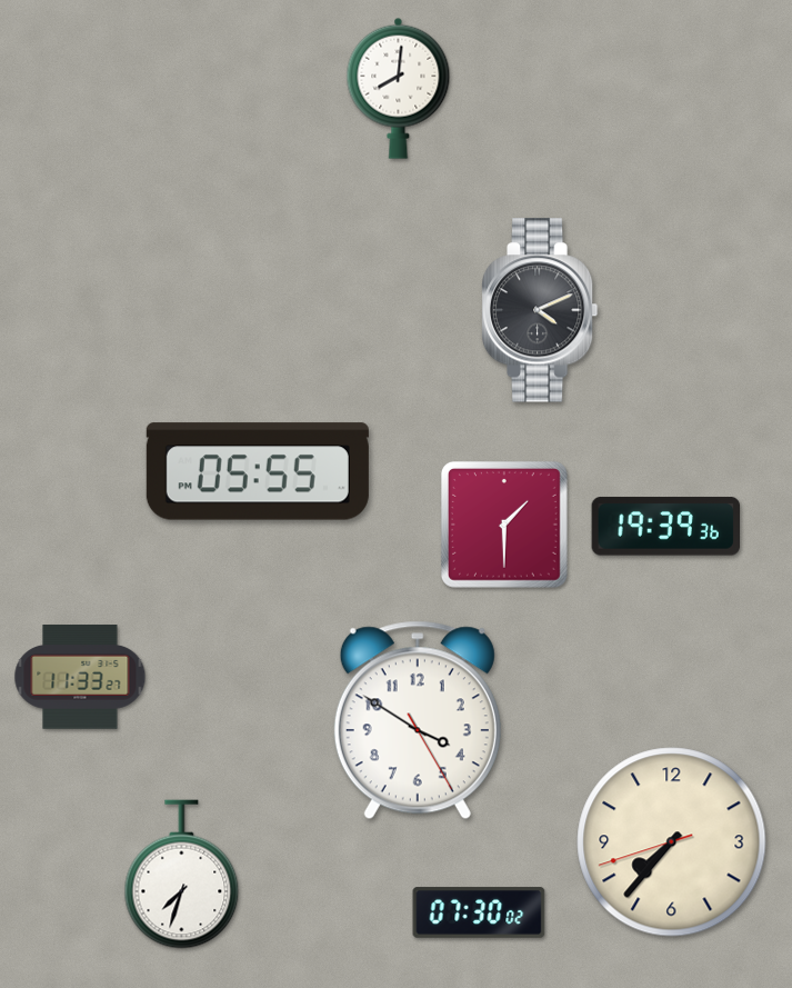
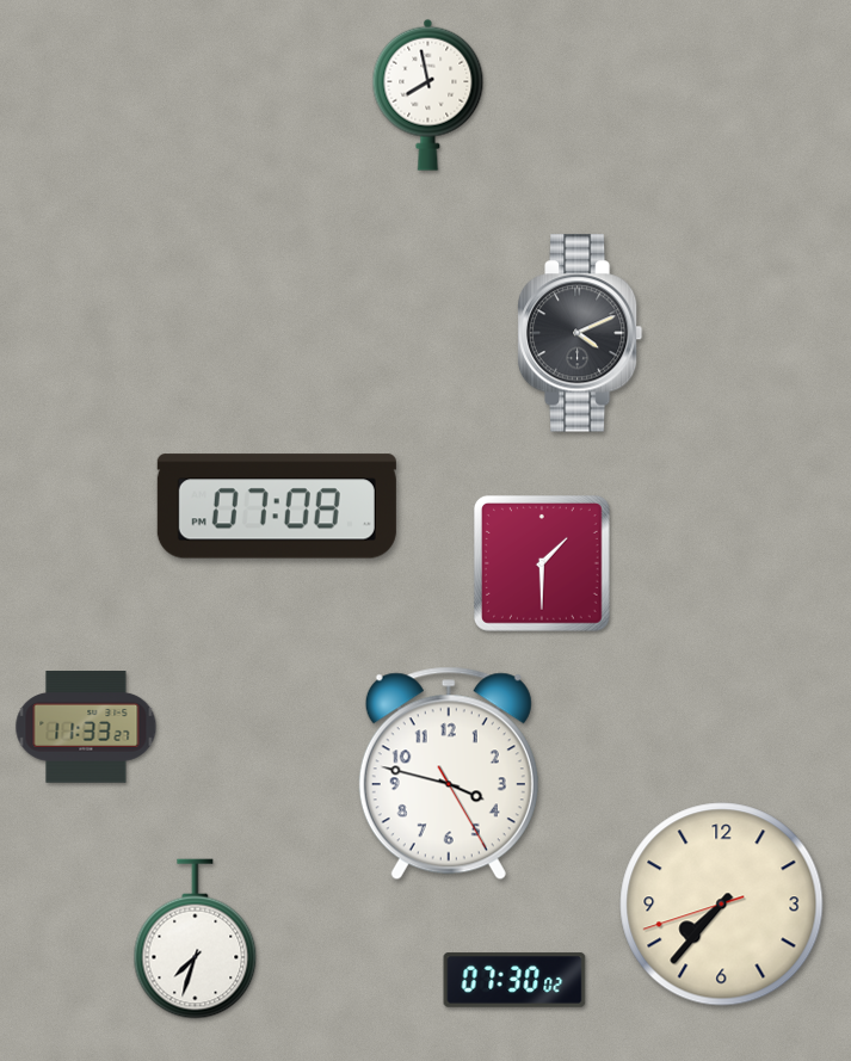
clock at (399, 88): 8:01 -> 7:58
clock at (258, 471): 05:55 -> 07:08
clock at (665, 527): 19:39 -> none
clock at (418, 720): 3:50 -> 3:47
